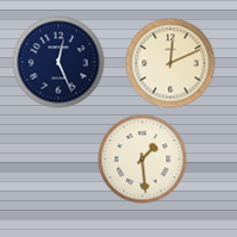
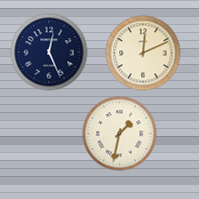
clock at (143, 160): 1:29 -> 1:32
